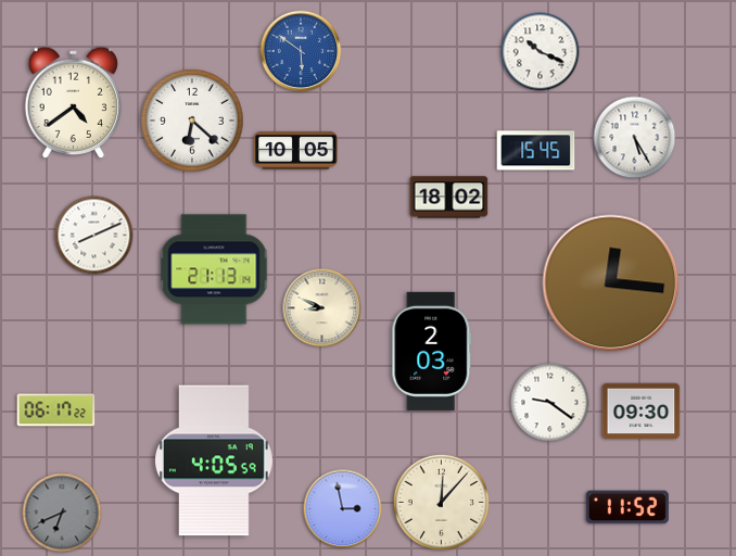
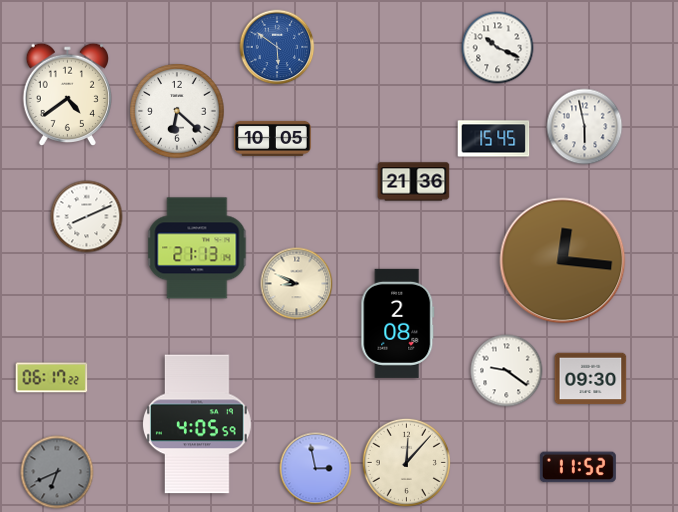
clock at (635, 138): 5:25 -> 5:58
clock at (449, 198): 18:02 -> 21:36
clock at (432, 351): 2:03 -> 2:08
